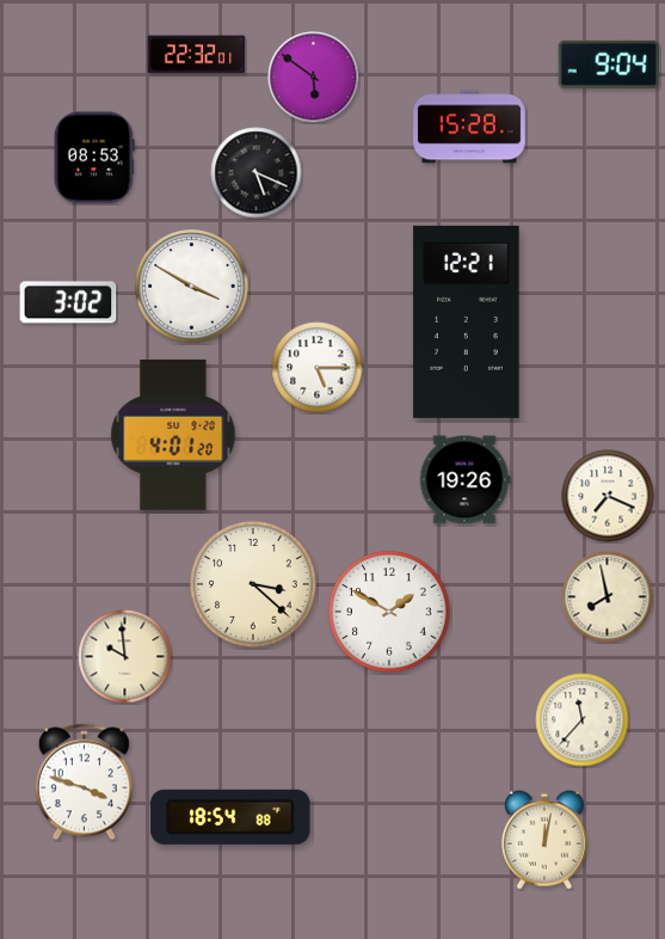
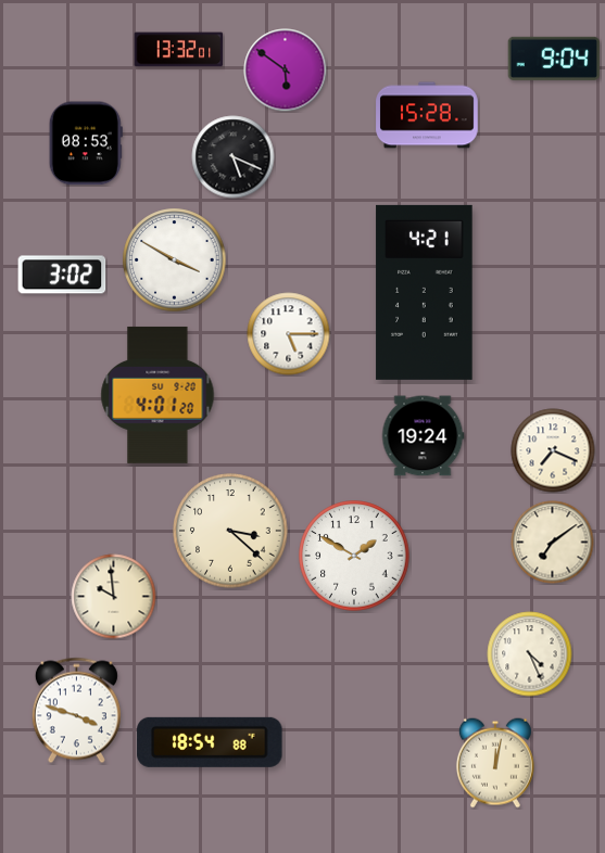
clock at (197, 55): 22:32 -> 13:32
clock at (467, 321): 12:21 -> 4:21
clock at (464, 480): 19:26 -> 19:24
clock at (608, 597): 7:58 -> 7:09
clock at (583, 720): 11:37 -> 4:26
